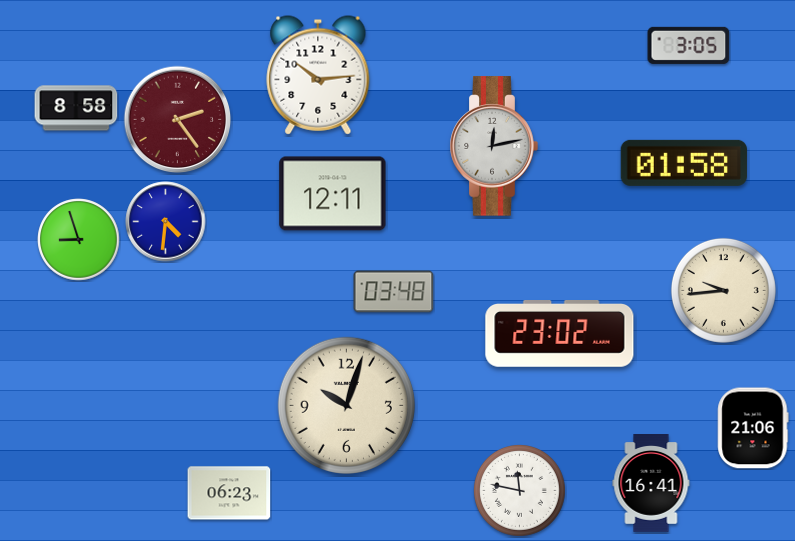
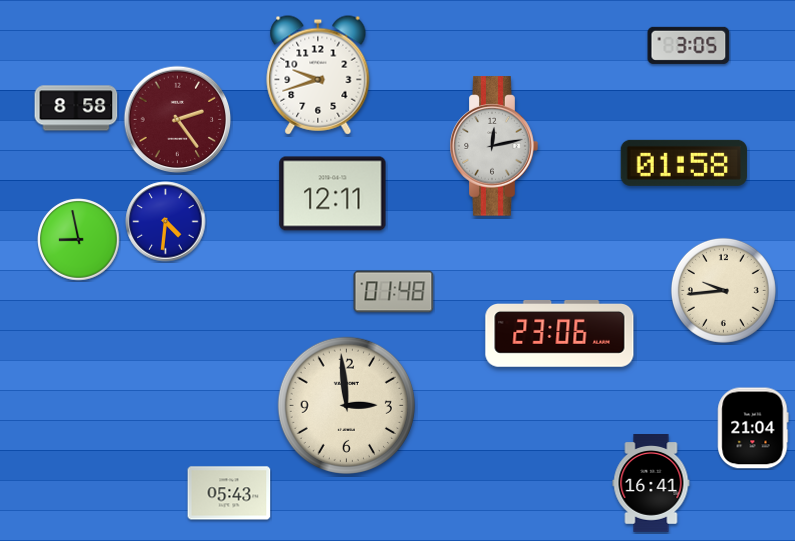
clock at (318, 75): 10:14 -> 9:42
clock at (79, 240): 8:57 -> 8:58
clock at (394, 292): 03:48 -> 01:48
clock at (560, 334): 23:02 -> 23:06
clock at (346, 405): 10:03 -> 2:59
clock at (753, 428): 21:06 -> 21:04
clock at (520, 491): 11:47 -> none
clock at (229, 493): 06:23 -> 05:43
